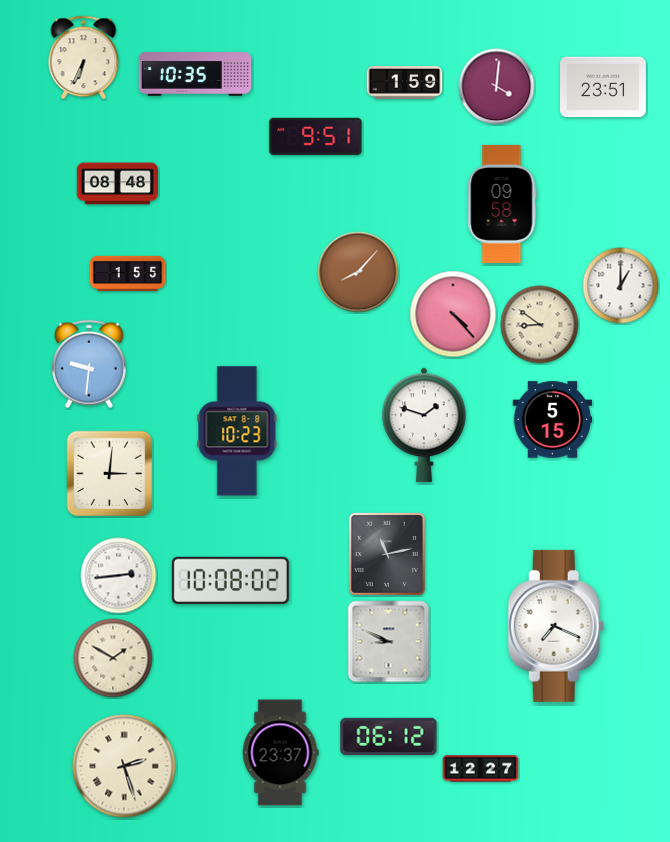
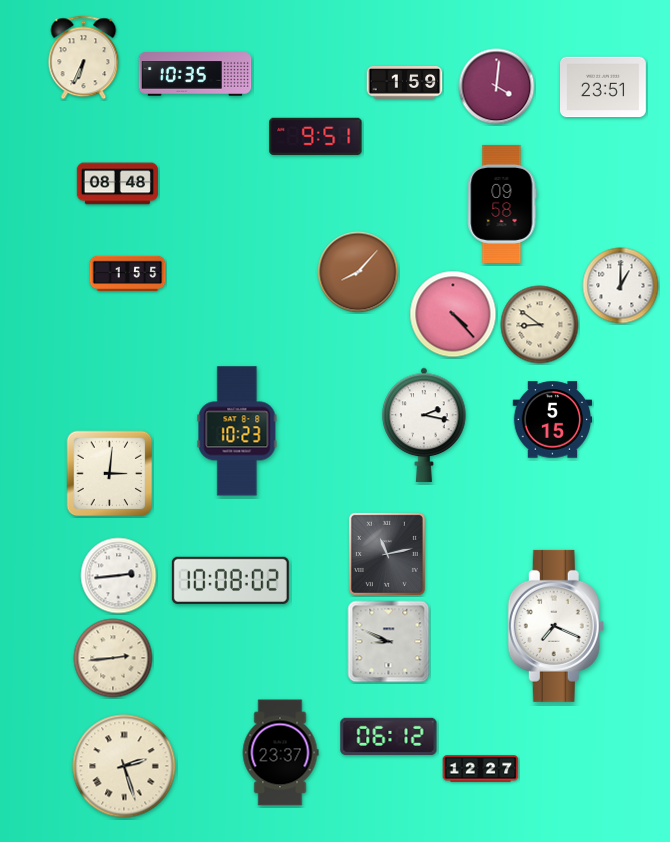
clock at (89, 364): 9:31 -> none
clock at (424, 425): 1:48 -> 2:17
clock at (113, 658): 1:50 -> 2:44
